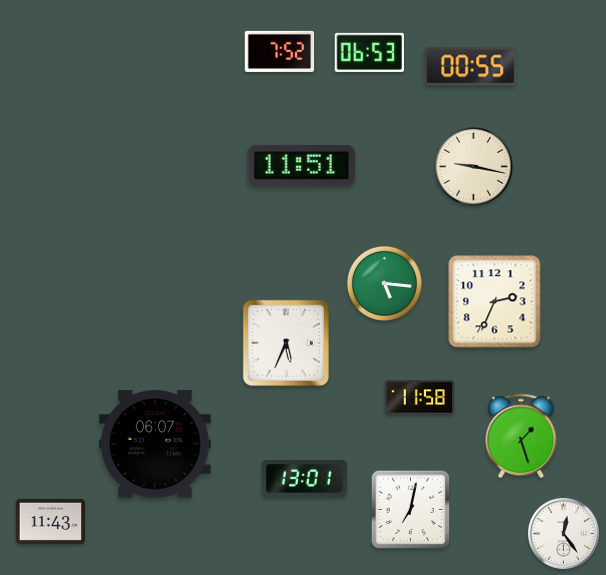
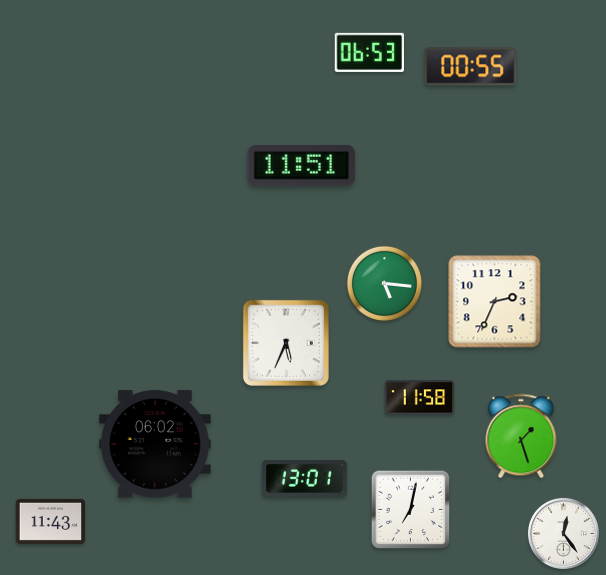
clock at (280, 51): 7:52 -> none
clock at (474, 167): 9:17 -> none
clock at (155, 444): 06:07 -> 06:02
